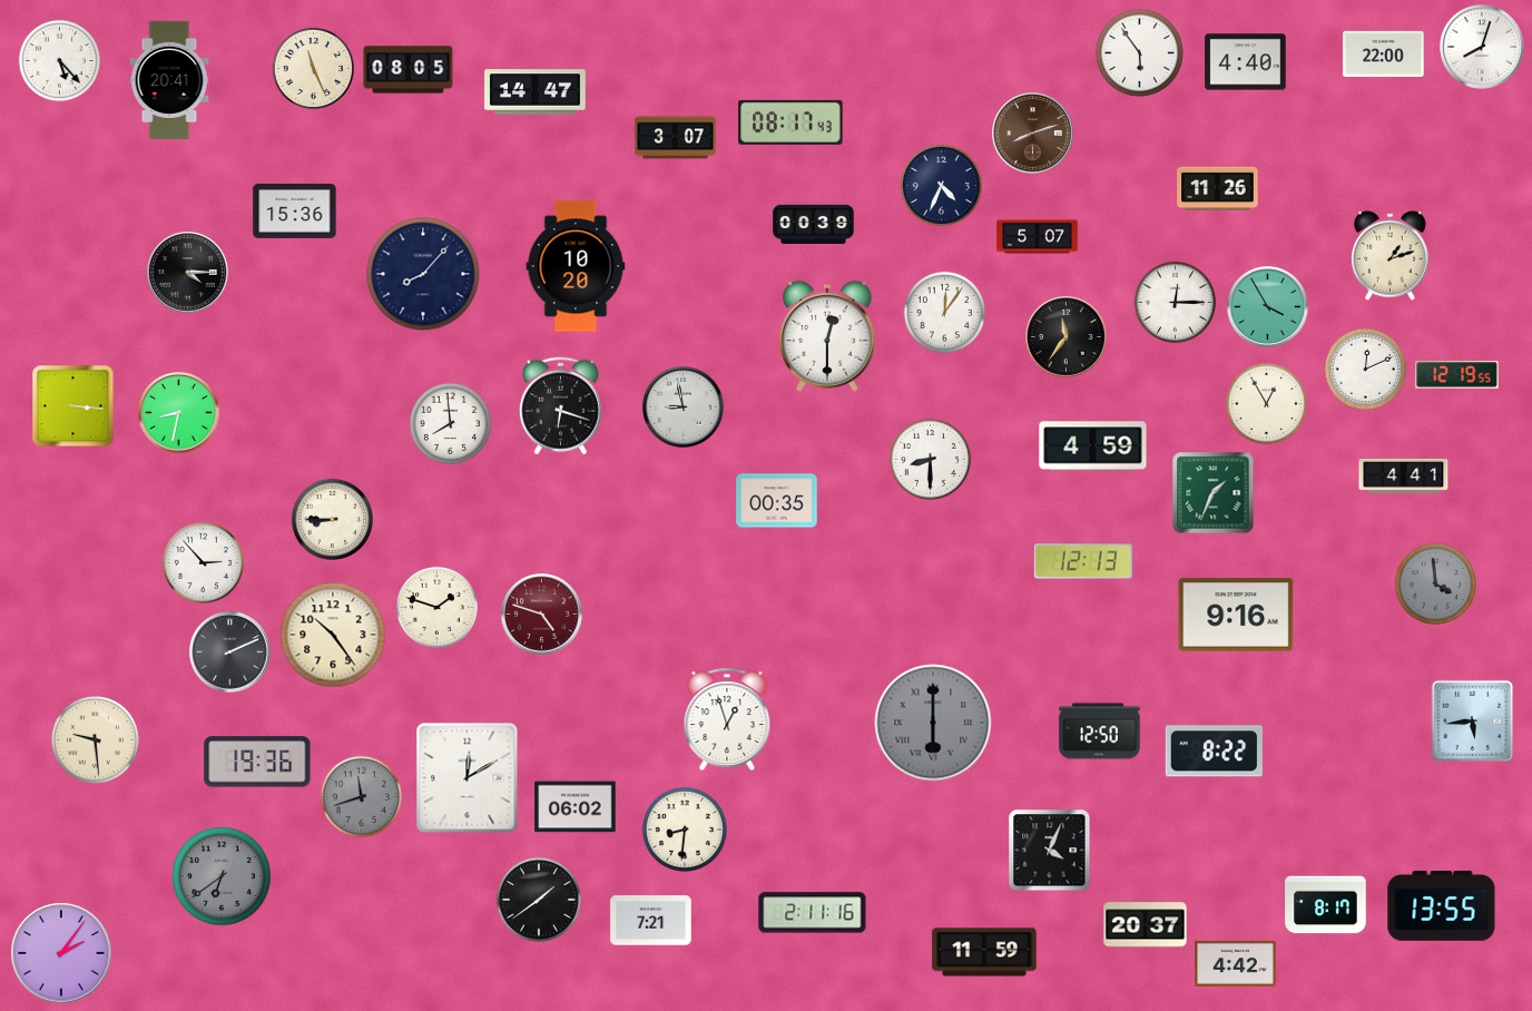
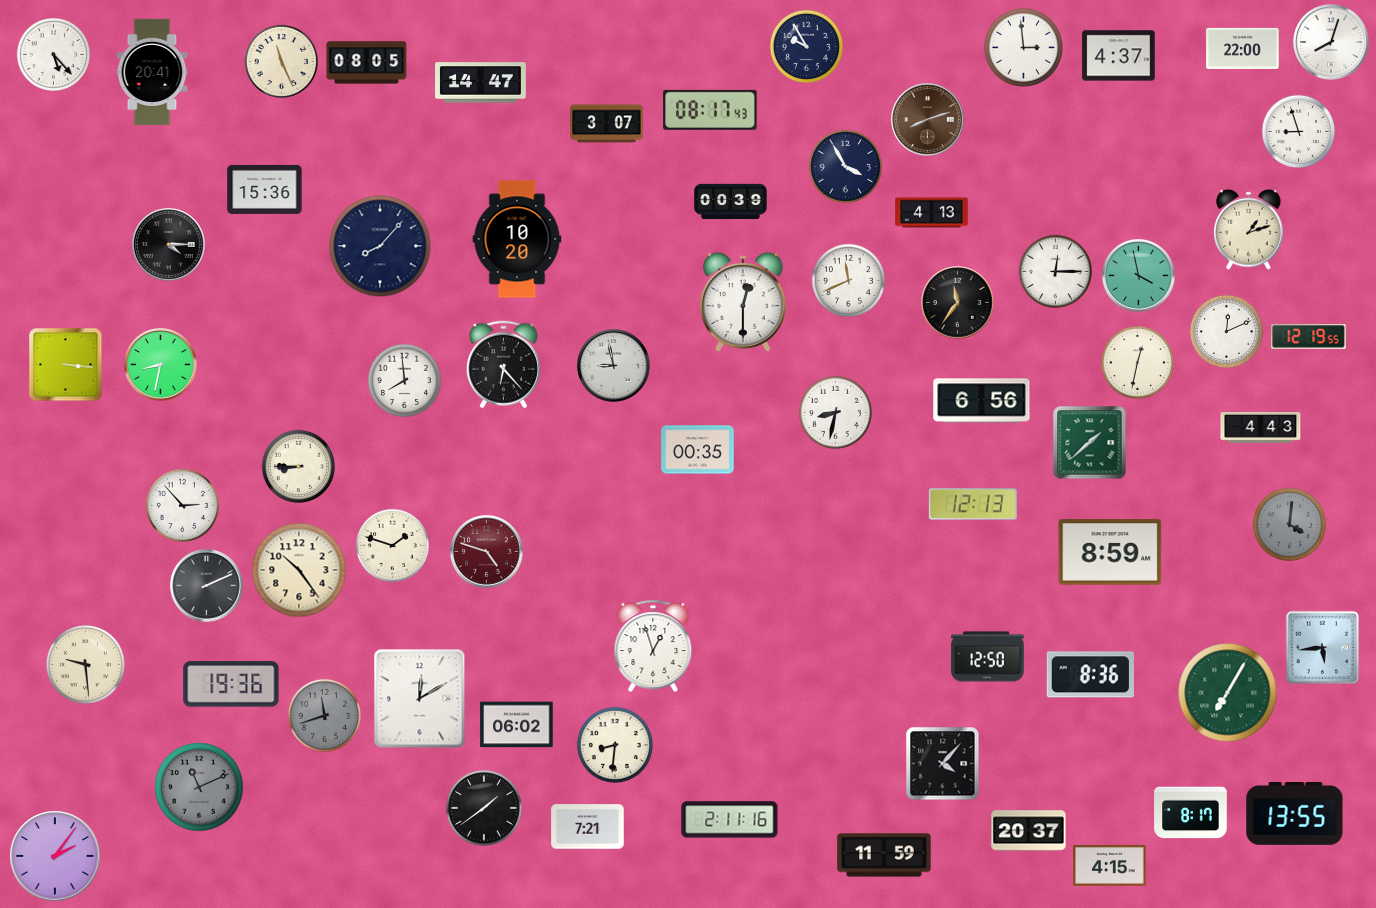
clock at (806, 46): none -> 9:55
clock at (1139, 52): 5:54 -> 2:59
clock at (1246, 62): 4:40 -> 4:37
clock at (1298, 131): none -> 8:57
clock at (941, 185): 4:34 -> 3:55
clock at (1218, 189): 11:26 -> none
clock at (1038, 237): 5:07 -> 4:13
clock at (1268, 307): 3:55 -> 3:58
clock at (944, 312): 12:06 -> 11:41
clock at (1266, 403): 12:55 -> 12:32
clock at (560, 406): 6:18 -> 6:23
clock at (179, 413) position: (179, 413) -> (161, 365)
clock at (1093, 446): 4:59 -> 6:56
clock at (930, 459): 8:30 -> 8:32
clock at (1404, 475): 4:41 -> 4:43
clock at (1214, 493): 1:34 -> 1:38
clock at (1435, 583): 3:59 -> 4:01
clock at (1236, 615): 9:16 -> 8:59
clock at (933, 723): 6:00 -> none
clock at (1214, 752): 8:22 -> 8:36
clock at (1228, 693): none -> 7:05
clock at (1050, 851): 4:04 -> 4:07
clock at (222, 876): 6:39 -> 11:11
clock at (651, 921) position: (651, 921) -> (588, 827)
clock at (1236, 963): 4:42 -> 4:15
